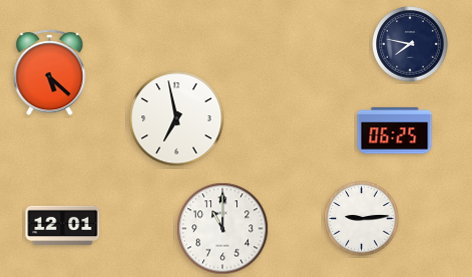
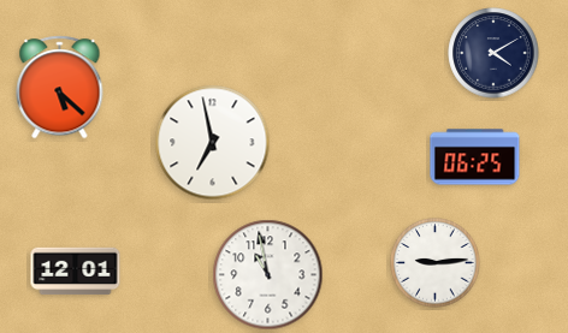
clock at (410, 44): 7:47 -> 4:10
clock at (223, 229): 11:00 -> 10:58
